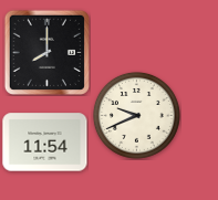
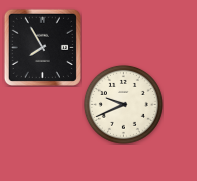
clock at (46, 52): 8:00 -> 7:55
clock at (45, 143): 11:54 -> none
